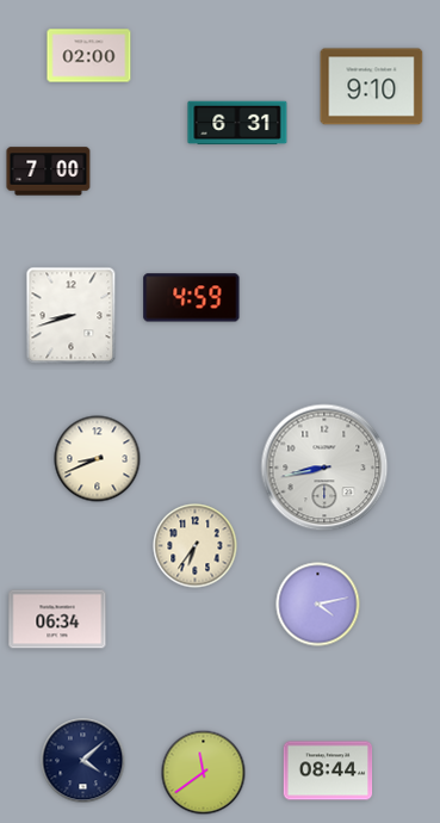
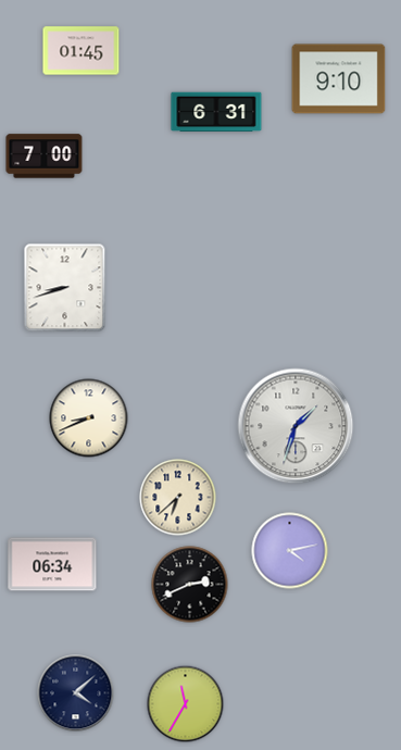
clock at (89, 56): 02:00 -> 01:45
clock at (192, 298): 4:59 -> none
clock at (324, 468): 8:43 -> 1:33
clock at (196, 546): 6:36 -> 6:38
clock at (190, 585): none -> 2:41
clock at (328, 771): 08:44 -> none
clock at (204, 773): 11:39 -> 11:35
